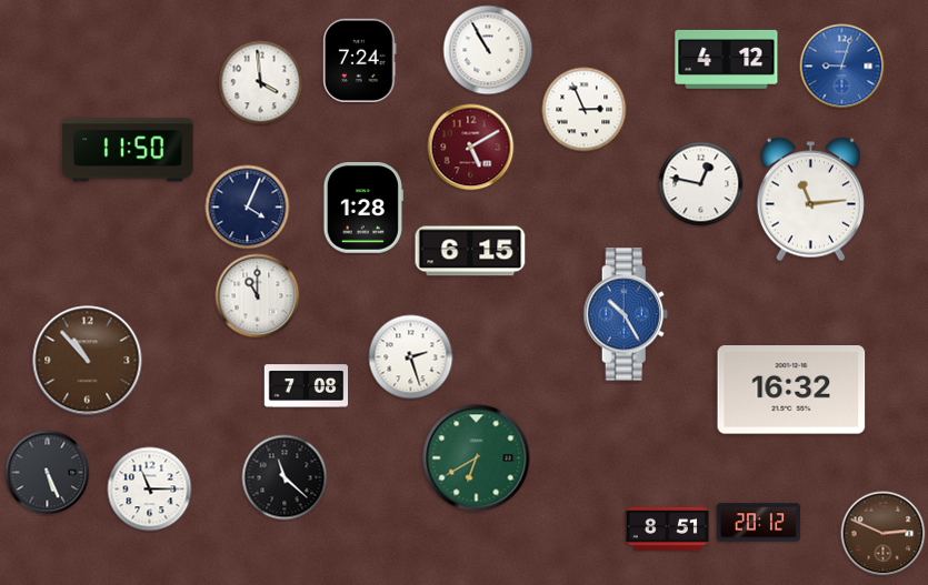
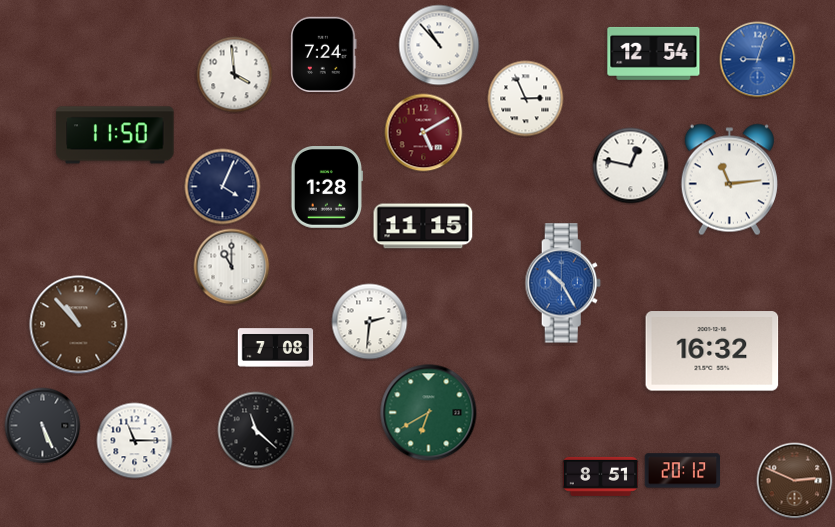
clock at (488, 50): 10:55 -> 10:53
clock at (727, 59): 4:12 -> 12:54
clock at (470, 251): 6:15 -> 11:15
clock at (411, 357): 2:27 -> 2:31
